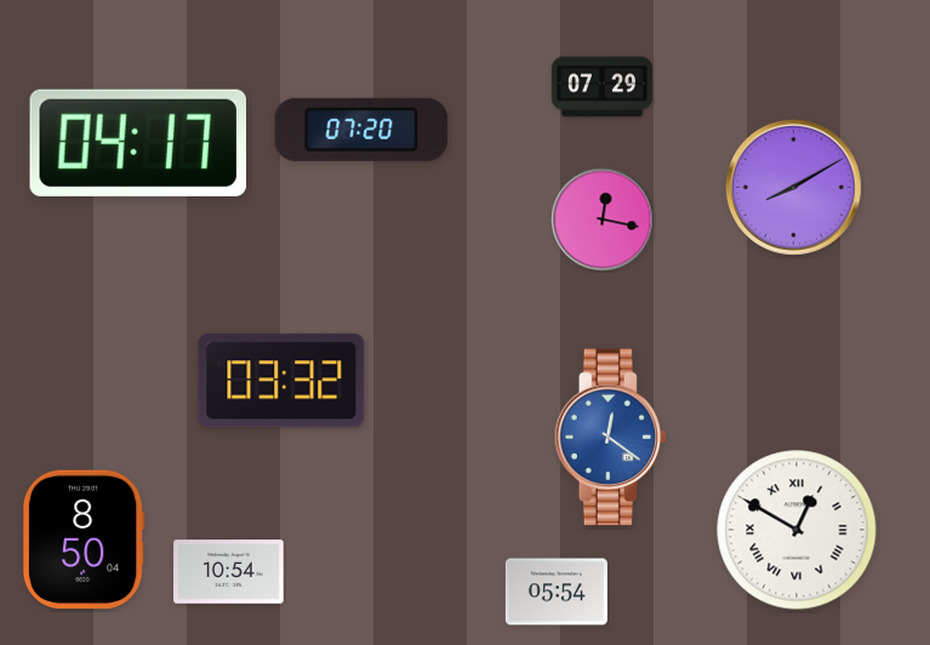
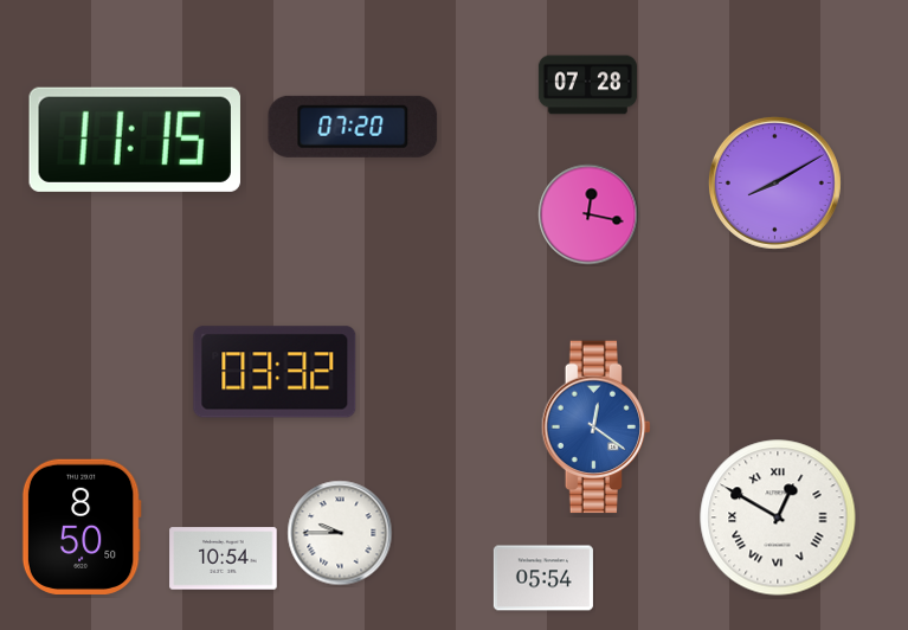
clock at (601, 87): 07:29 -> 07:28
clock at (138, 143): 04:17 -> 11:15
clock at (84, 540): 8:50:04 -> 8:50:50
clock at (340, 533): none -> 9:45
